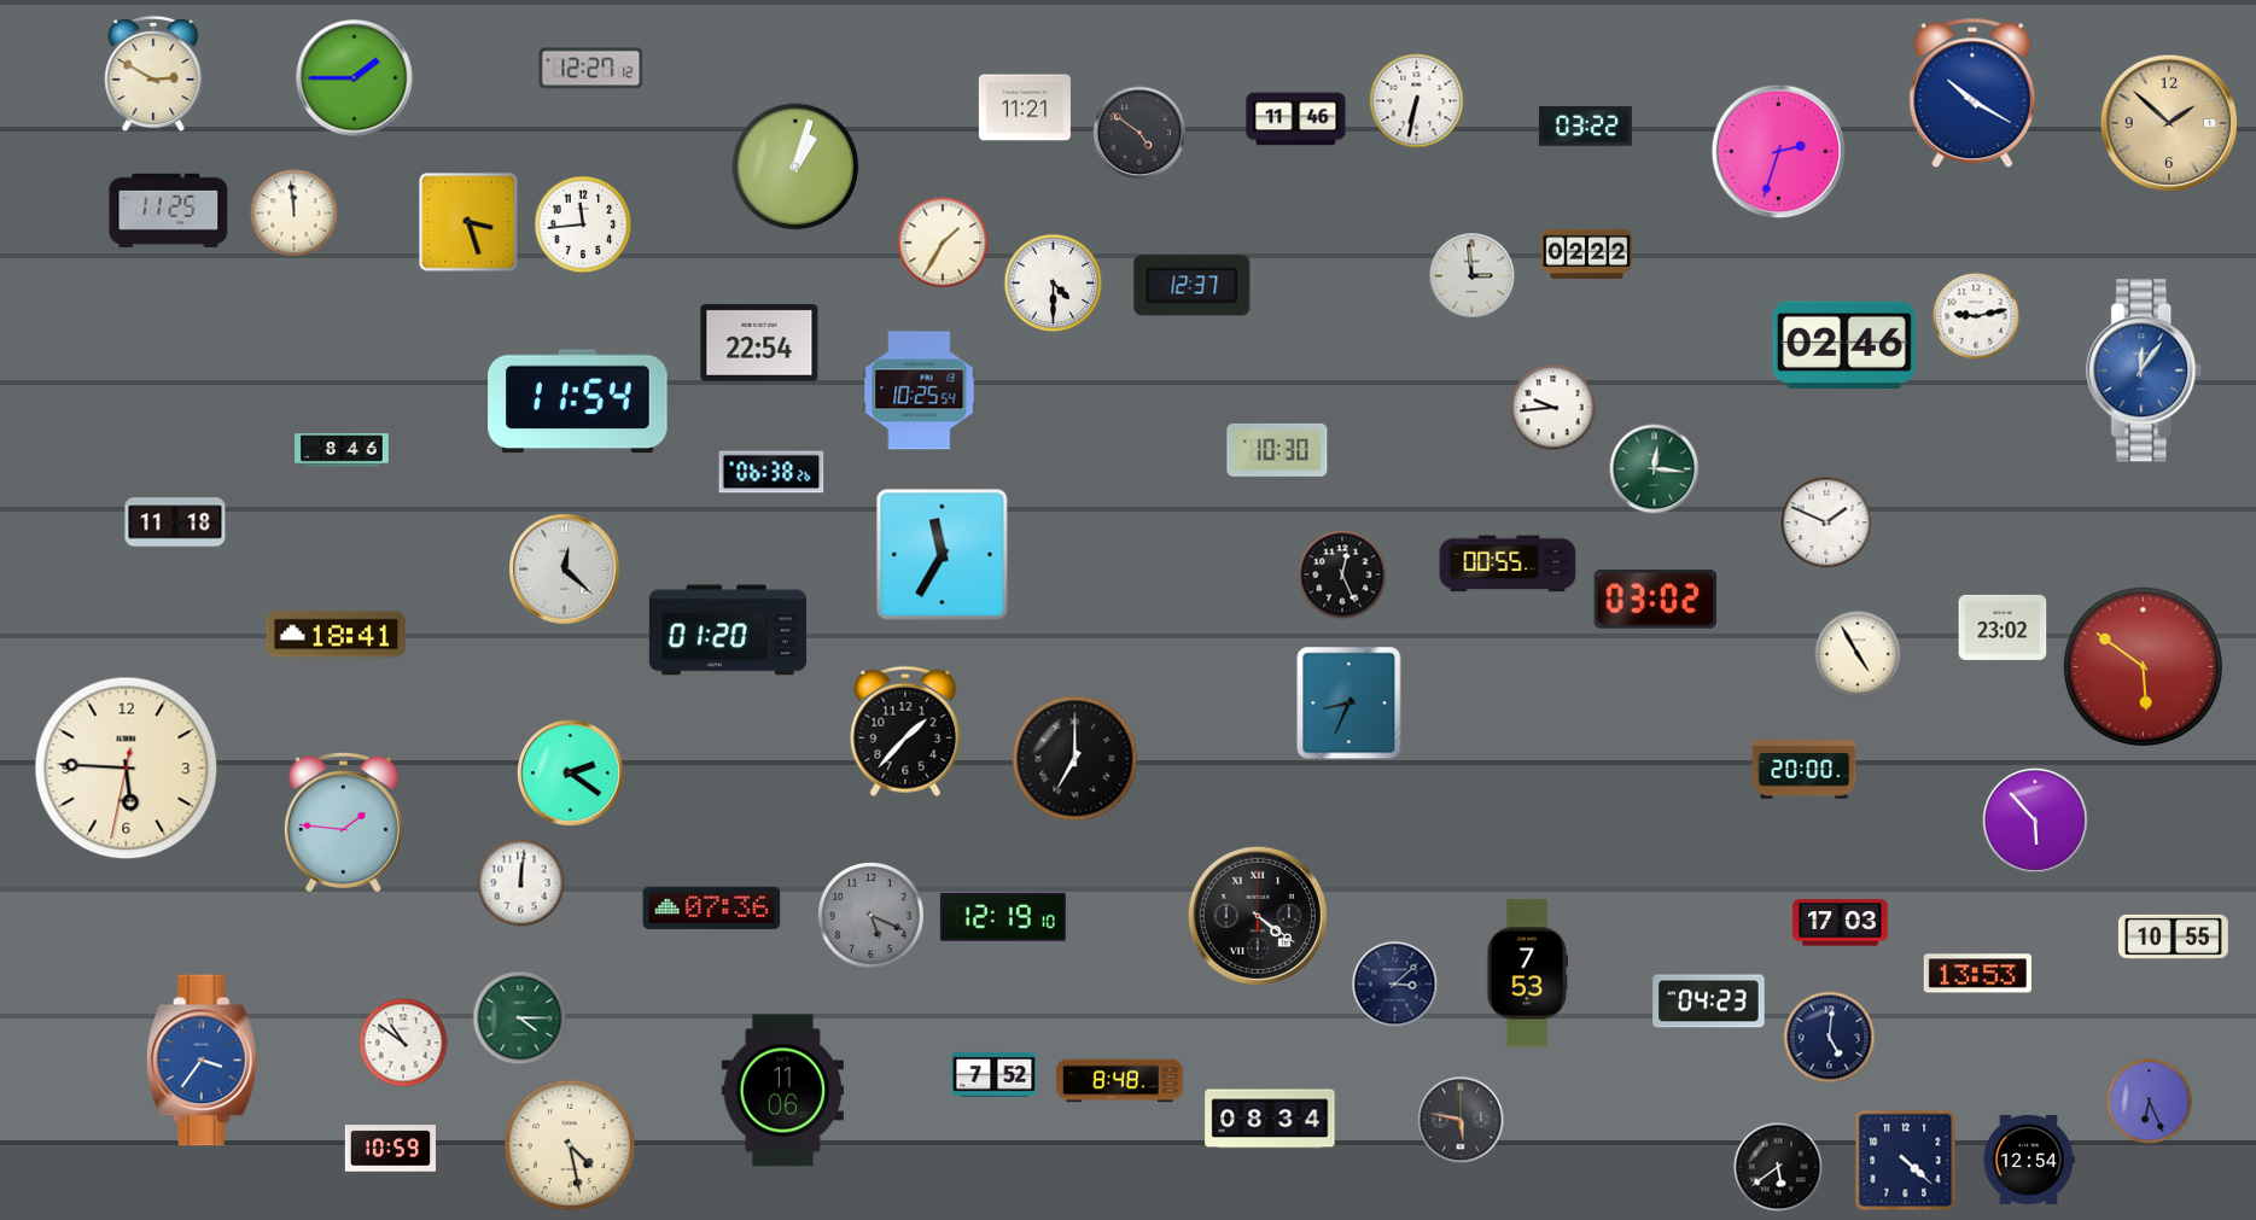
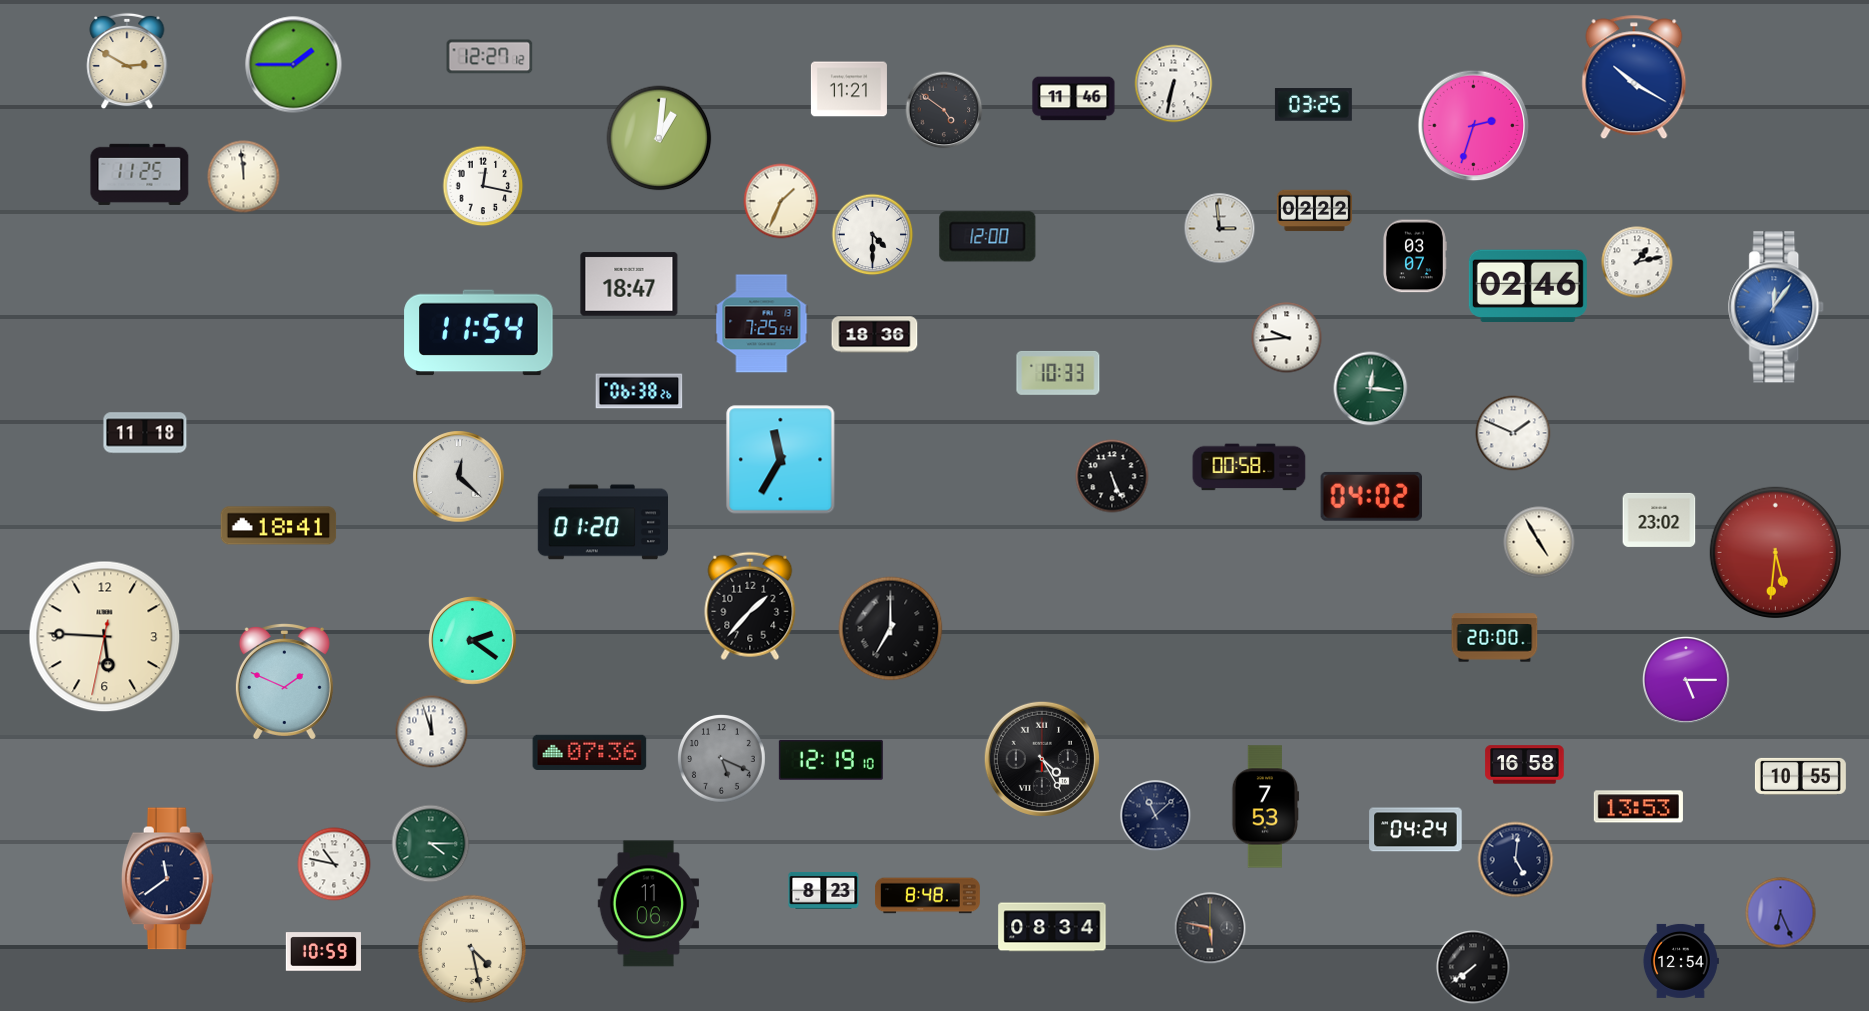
clock at (2169, 123): 1:52 -> none
clock at (1585, 127): 03:22 -> 03:25
clock at (795, 167): 1:03 -> 1:01
clock at (468, 222): 3:27 -> none
clock at (583, 224): 11:44 -> 12:17
clock at (943, 243): 1:35 -> 1:34
clock at (1193, 286): 12:37 -> 12:00
clock at (1415, 256): none -> 03:07
clock at (1976, 316): 9:13 -> 1:13
clock at (759, 343): 22:54 -> 18:47
clock at (920, 391): 10:25 -> 7:25
clock at (875, 335): none -> 18:36
clock at (342, 450): 8:46 -> none
clock at (1277, 450): 10:30 -> 10:33
clock at (1508, 564): 00:55 -> 00:58
clock at (565, 570) position: (565, 570) -> (459, 477)
clock at (1342, 574): 12:26 -> 5:26
clock at (1655, 599): 03:02 -> 04:02
clock at (2143, 666): 5:51 -> 5:31
clock at (1349, 704): 8:34 -> none
clock at (2035, 821): 5:53 -> 5:15
clock at (343, 823): 1:46 -> 1:49
clock at (521, 883): 12:01 -> 11:57
clock at (1258, 916): 4:21 -> 4:25
clock at (1841, 923): 17:03 -> 16:58
clock at (1395, 985): 3:08 -> 11:08
clock at (1709, 1002): 04:23 -> 04:24
clock at (403, 1043): 10:51 -> 10:47
clock at (202, 1061): 3:36 -> 11:39
clock at (202, 1061) dial: blue -> navy
clock at (995, 1074): 7:52 -> 8:23
clock at (1906, 1161): 4:22 -> none
clock at (1778, 1167): 5:39 -> 7:39
